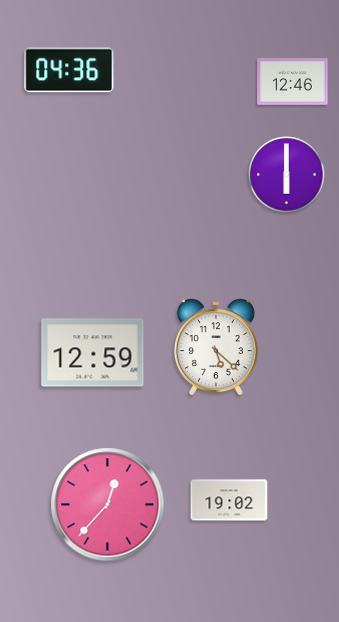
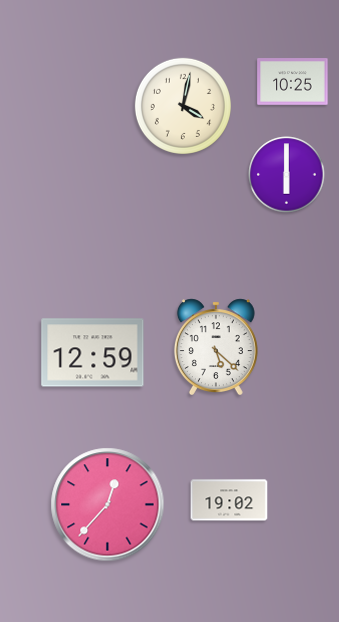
clock at (69, 70): 04:36 -> none
clock at (293, 82): 12:46 -> 10:25
clock at (183, 106): none -> 4:02
